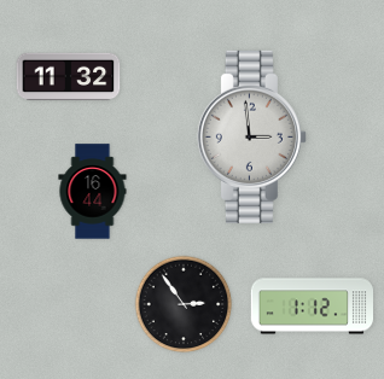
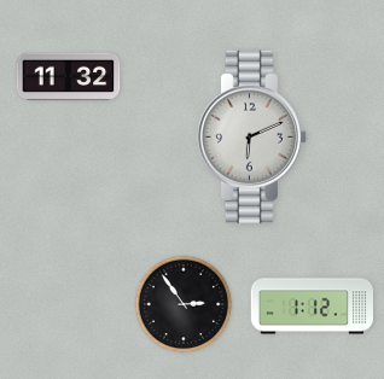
clock at (251, 136): 2:59 -> 6:11
clock at (93, 192): 16:44 -> none
